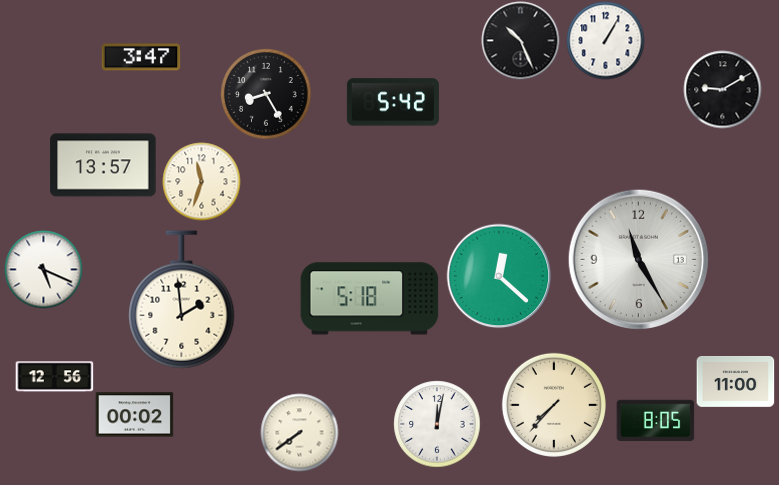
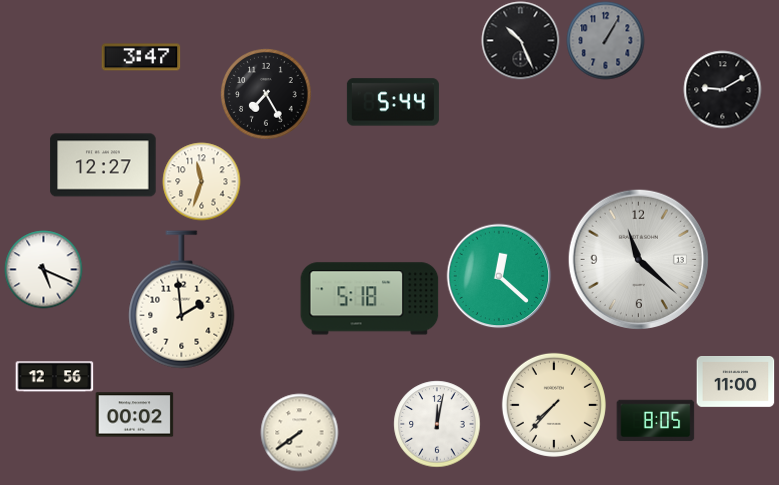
clock at (605, 40) dial: white -> grey
clock at (266, 94): 8:25 -> 7:25
clock at (393, 102): 5:42 -> 5:44
clock at (103, 165): 13:57 -> 12:27
clock at (638, 259): 11:25 -> 11:22
